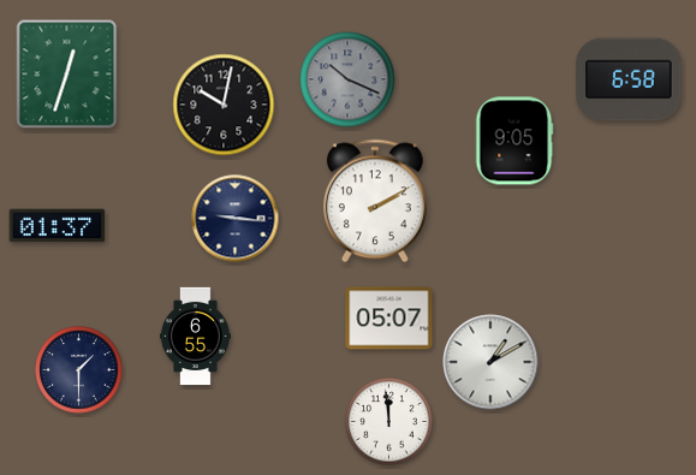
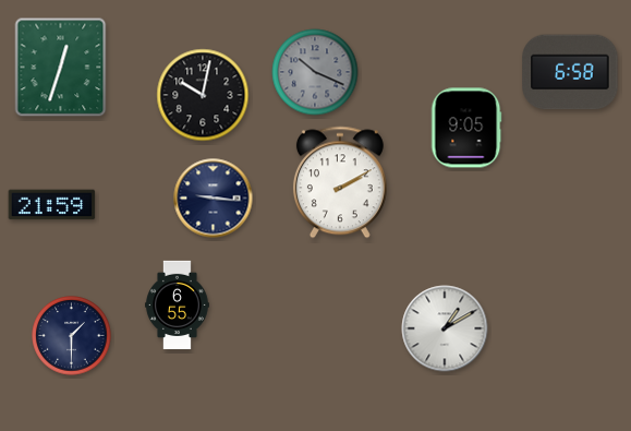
clock at (58, 226): 01:37 -> 21:59
clock at (389, 319): 05:07 -> none
clock at (389, 422): 11:59 -> none
